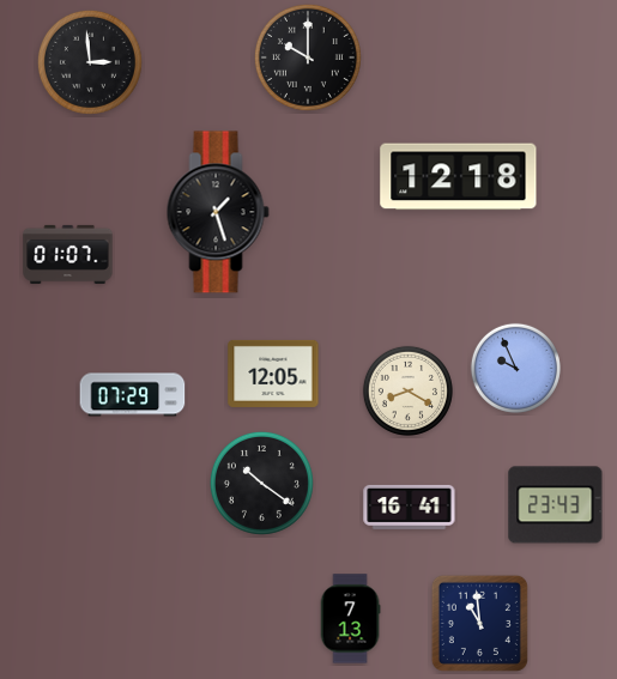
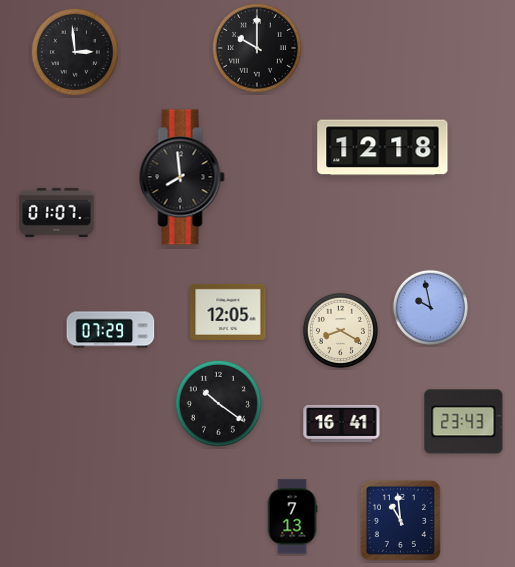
clock at (218, 212): 1:27 -> 7:59
clock at (515, 368): 9:56 -> 9:58
clock at (407, 390) position: (407, 390) -> (340, 330)
